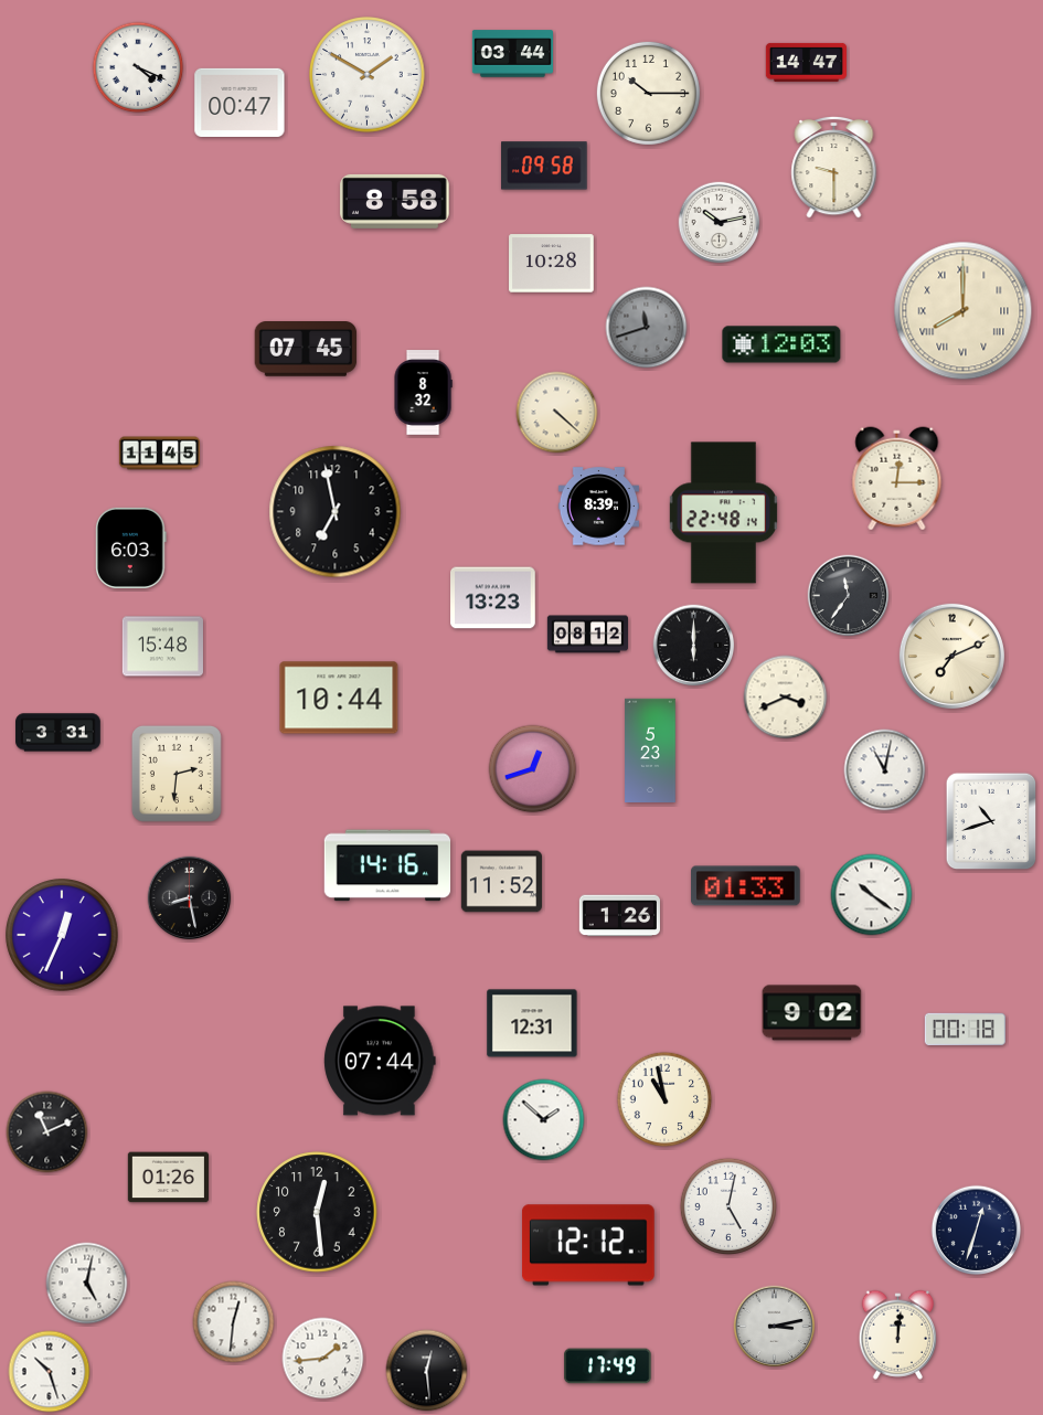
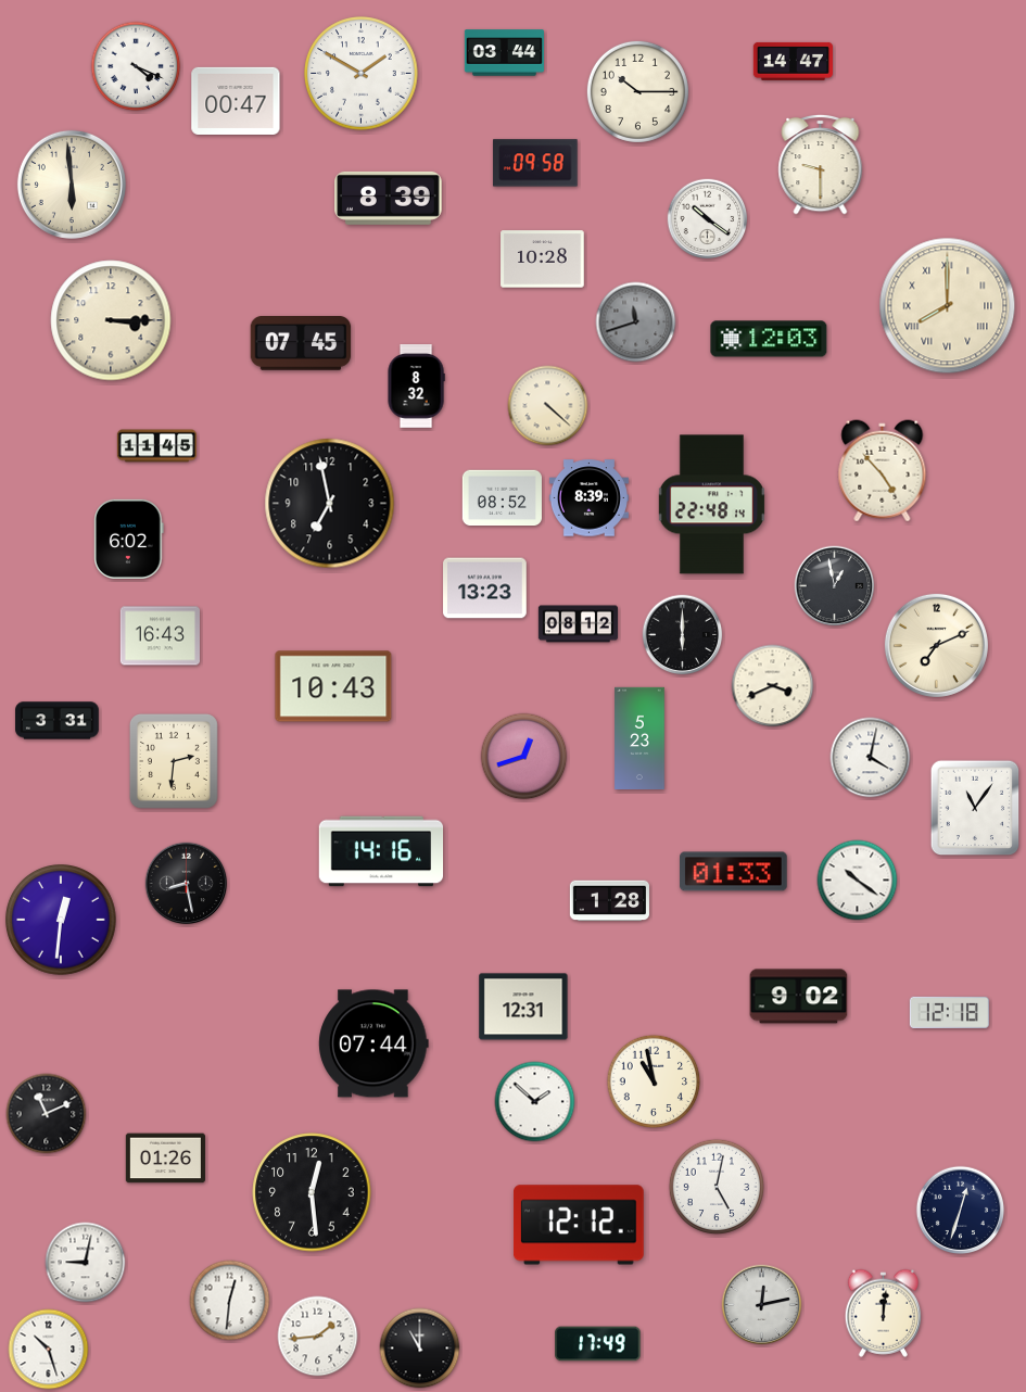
clock at (72, 185): none -> 5:59
clock at (395, 201): 8:58 -> 8:39
clock at (720, 223): 10:13 -> 10:21
clock at (111, 320): none -> 3:15
clock at (897, 479): 12:15 -> 4:53
clock at (502, 498): none -> 08:52
clock at (131, 547): 6:03 -> 6:02
clock at (849, 596): 11:36 -> 12:58
clock at (162, 647): 15:48 -> 16:43
clock at (339, 698): 10:44 -> 10:43
clock at (885, 770): 11:02 -> 4:02
clock at (991, 821): 10:42 -> 11:06
clock at (501, 882): 11:52 -> none
clock at (619, 916): 1:26 -> 1:28
clock at (63, 936): 12:34 -> 12:31
clock at (965, 1029): 00:18 -> 12:18
clock at (87, 1284): 5:02 -> 9:02
clock at (775, 1327): 3:13 -> 12:13
clock at (427, 1371): 12:29 -> 11:00
